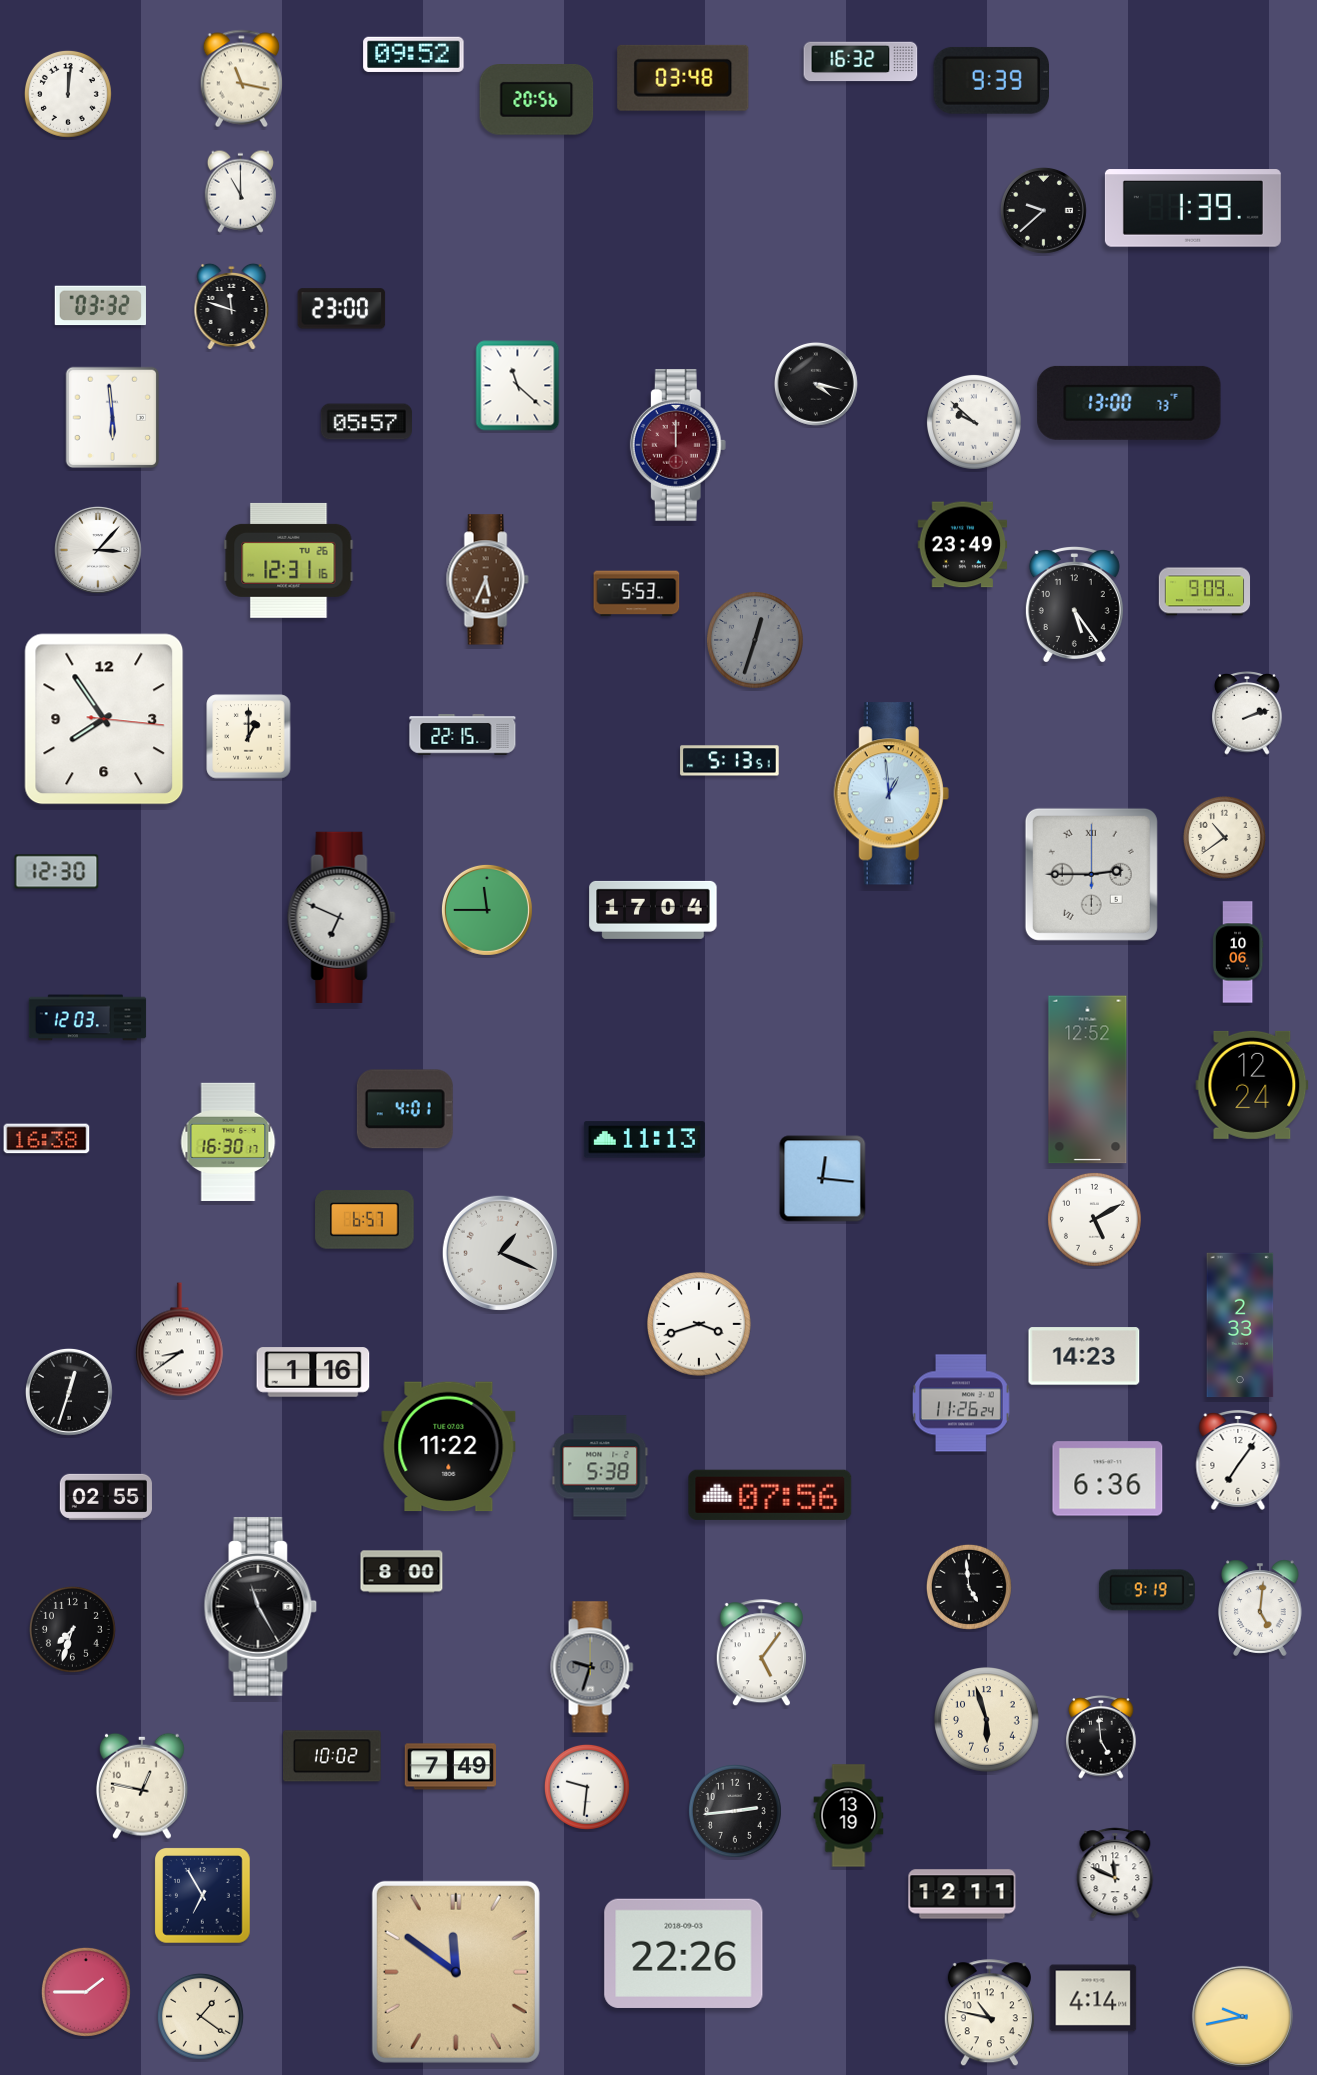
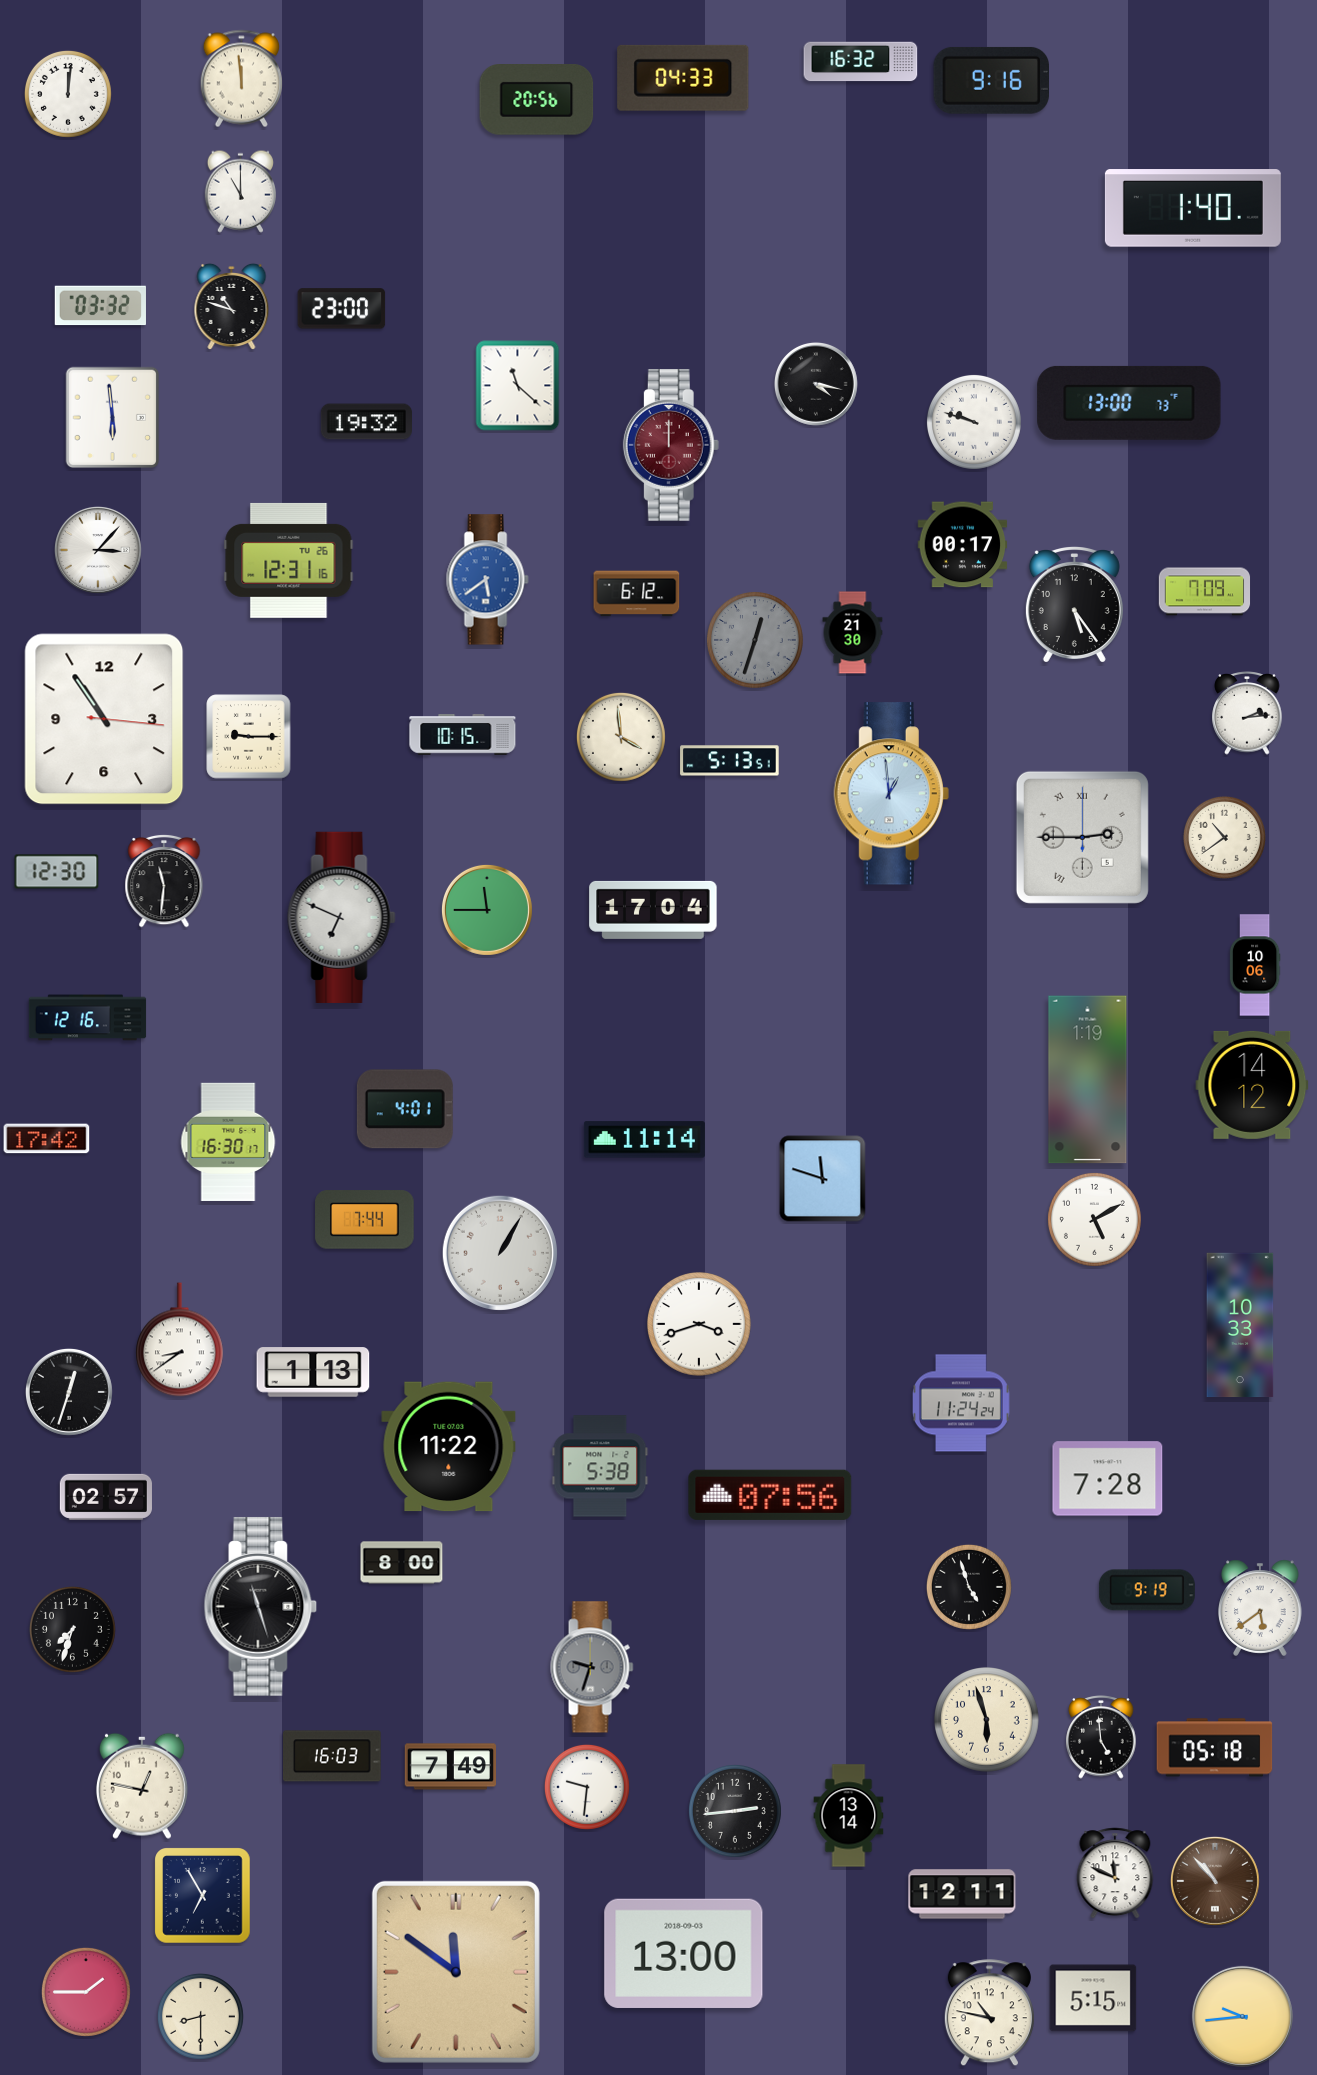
clock at (414, 54): 09:52 -> none
clock at (683, 78): 03:48 -> 04:33
clock at (241, 79): 11:17 -> 11:59
clock at (991, 80): 9:39 -> 9:16
clock at (1193, 208): 1:39 -> 1:40
clock at (1043, 210): 9:38 -> none
clock at (232, 307): 11:48 -> 10:48
clock at (366, 422): 05:57 -> 19:32
clock at (974, 422): 9:52 -> 9:48
clock at (678, 446) position: (678, 446) -> (671, 446)
clock at (963, 545): 23:49 -> 00:17
clock at (487, 580): 5:34 -> 5:39
clock at (487, 580) dial: brown -> blue
clock at (1205, 592): 9:09 -> 7:09
clock at (637, 594): 5:53 -> 6:12
clock at (853, 633): none -> 21:30
clock at (1247, 713): 2:12 -> 2:14
clock at (104, 719): 7:54 -> 10:54
clock at (463, 735): 22:15 -> 10:15
clock at (249, 737): 1:00 -> 9:15
clock at (621, 737): none -> 3:59
clock at (1091, 874) position: (1091, 874) -> (1082, 837)
clock at (164, 881): none -> 11:31
clock at (1238, 952) position: (1238, 952) -> (1255, 965)
clock at (88, 1018): 12:03 -> 12:16
clock at (1088, 1080): 12:52 -> 1:19
clock at (1252, 1085): 12:24 -> 14:12
clock at (47, 1139): 16:38 -> 17:42
clock at (644, 1140): 11:13 -> 11:14
clock at (823, 1179): 12:16 -> 11:48
clock at (365, 1220): 6:57 -> 7:44
clock at (500, 1253): 1:19 -> 1:05
clock at (1240, 1325): 2:33 -> 10:33
clock at (1084, 1356): 14:23 -> none
clock at (313, 1372): 1:16 -> 1:13
clock at (961, 1403): 11:26 -> 11:24
clock at (1238, 1460): 7:06 -> none
clock at (1108, 1479): 6:36 -> 7:28
clock at (106, 1497): 02:55 -> 02:57
clock at (402, 1572) position: (402, 1572) -> (402, 1563)
clock at (969, 1587): 4:59 -> 4:57
clock at (261, 1606): 11:25 -> 11:27
clock at (1260, 1608): 5:01 -> 5:39
clock at (761, 1653): 5:06 -> none
clock at (1215, 1748): none -> 05:18
clock at (333, 1756): 10:02 -> 16:03
clock at (849, 1816): 13:19 -> 13:14
clock at (1215, 1881): none -> 10:53
clock at (684, 1953): 22:26 -> 13:00
clock at (1093, 1998): 4:14 -> 5:15
clock at (200, 2016): 1:21 -> 8:30
clock at (1242, 2016): 9:43 -> 9:44
